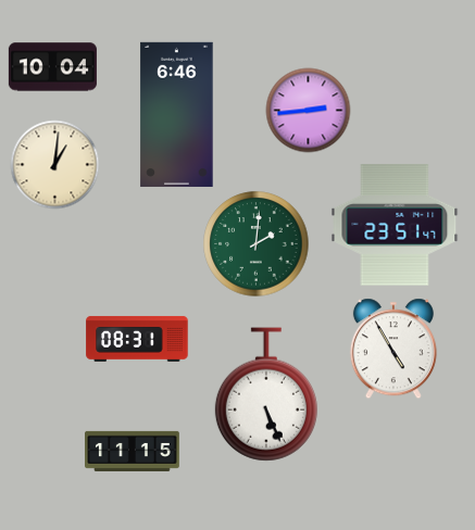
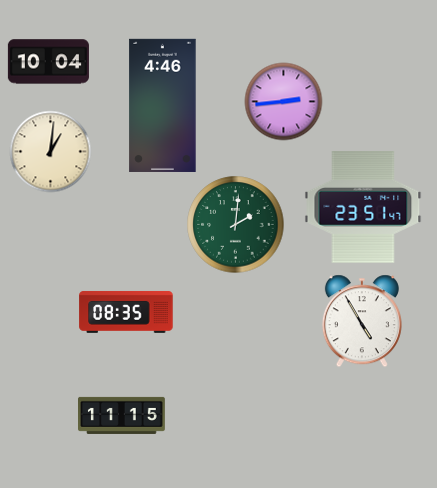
clock at (177, 114): 6:46 -> 4:46
clock at (137, 339): 08:31 -> 08:35
clock at (266, 394): 5:26 -> none
